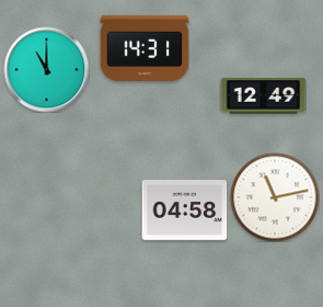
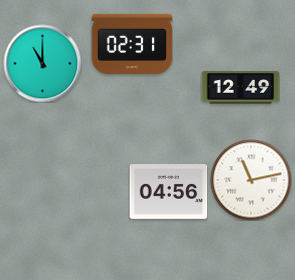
clock at (145, 48): 14:31 -> 02:31
clock at (184, 211): 04:58 -> 04:56
